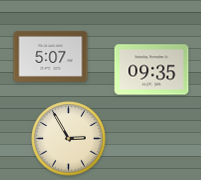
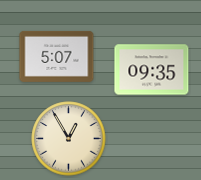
clock at (51, 56) position: (51, 56) -> (57, 56)
clock at (69, 139): 2:55 -> 12:55
